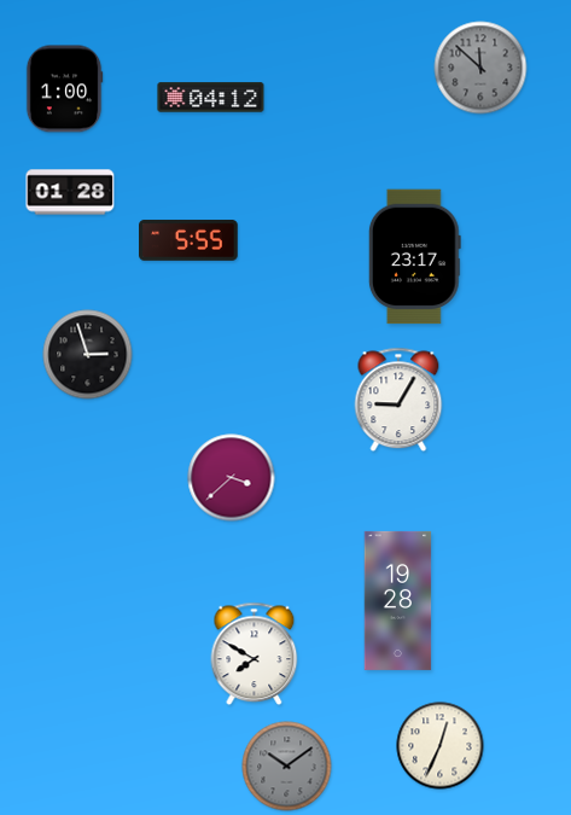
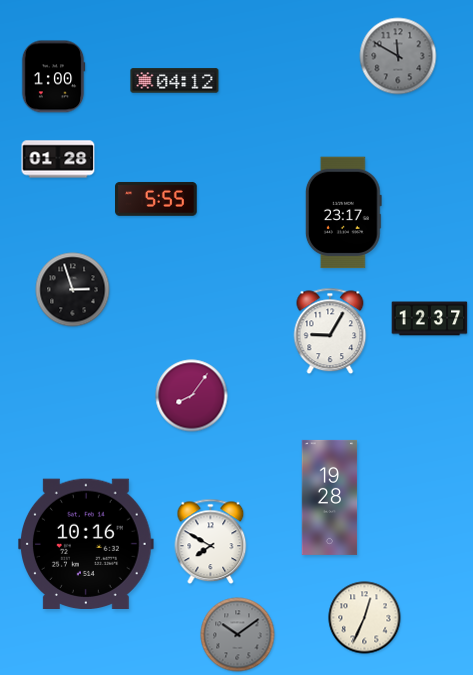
clock at (480, 68): 11:52 -> 11:50
clock at (64, 89) position: (64, 89) -> (53, 77)
clock at (88, 355) position: (88, 355) -> (73, 290)
clock at (430, 319): none -> 12:37
clock at (232, 478): 3:38 -> 8:06
clock at (87, 543): none -> 10:16
